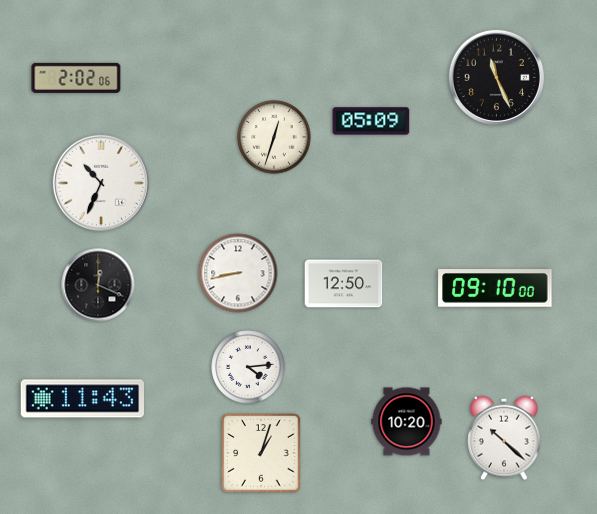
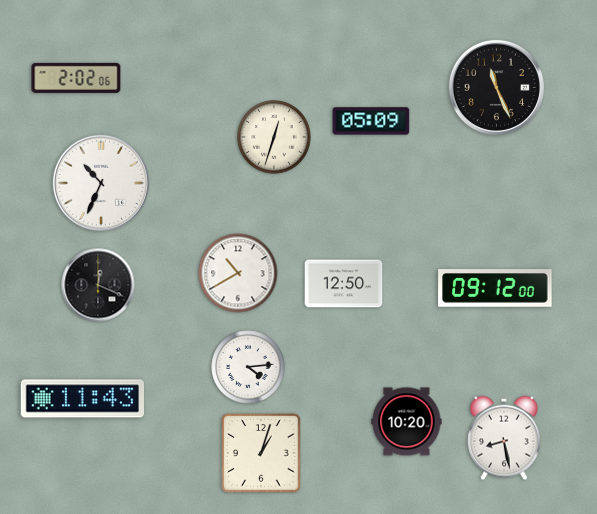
clock at (496, 77) position: (496, 77) -> (496, 87)
clock at (238, 273): 8:43 -> 10:40
clock at (495, 288): 09:10 -> 09:12
clock at (504, 438): 10:22 -> 8:28
